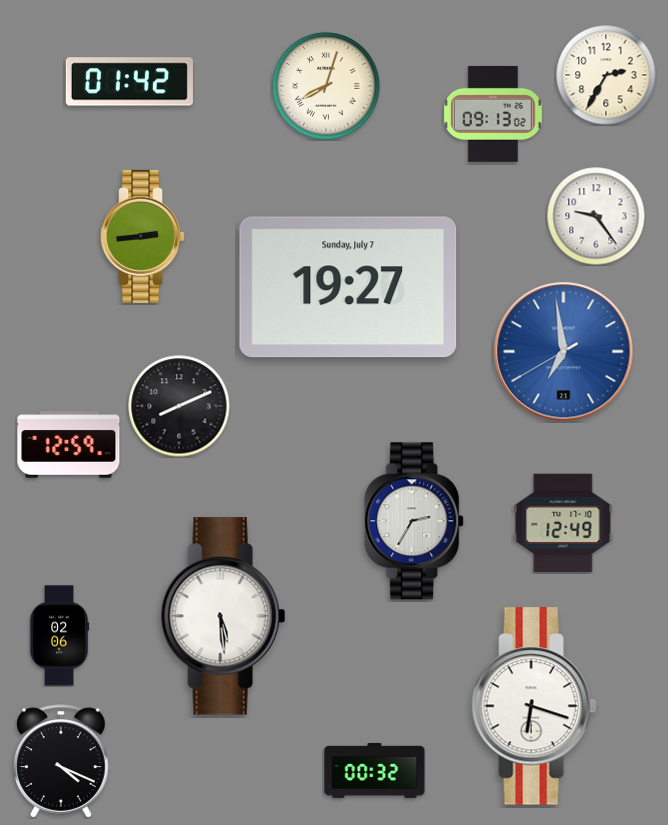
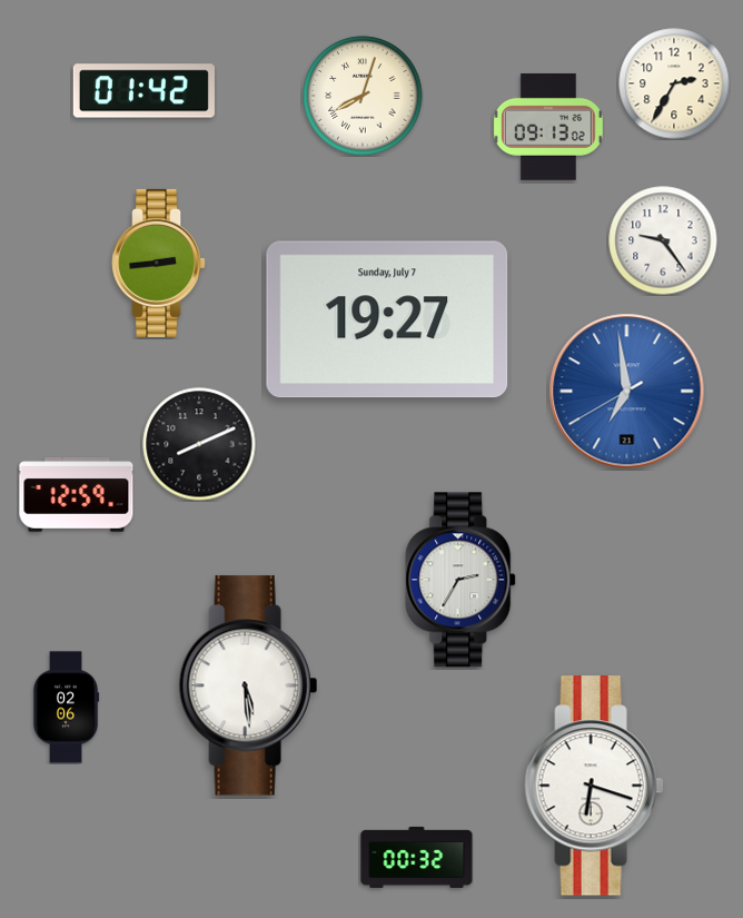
clock at (179, 406) position: (179, 406) -> (199, 444)
clock at (563, 523): 12:49 -> none
clock at (61, 761): 4:19 -> none
